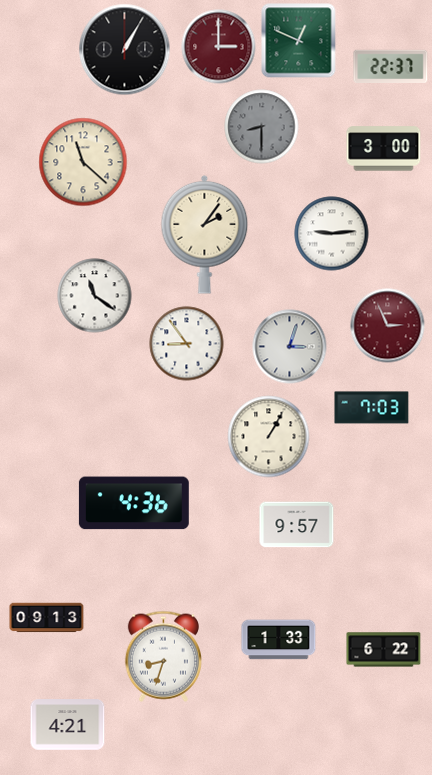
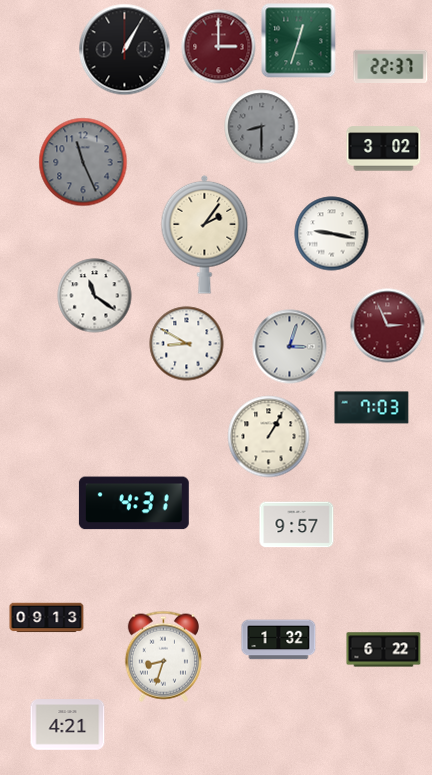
clock at (299, 41): 12:49 -> 12:33
clock at (384, 149): 3:00 -> 3:02
clock at (83, 162): 11:22 -> 11:26
clock at (83, 162) dial: cream -> grey
clock at (332, 234): 9:14 -> 9:17
clock at (187, 344): 8:54 -> 8:50
clock at (134, 503): 4:36 -> 4:31
clock at (279, 640): 1:33 -> 1:32
